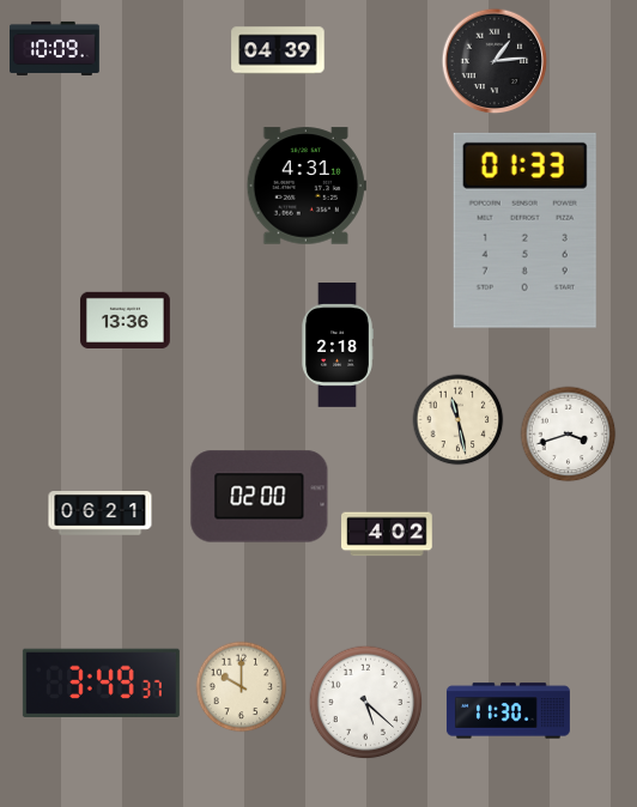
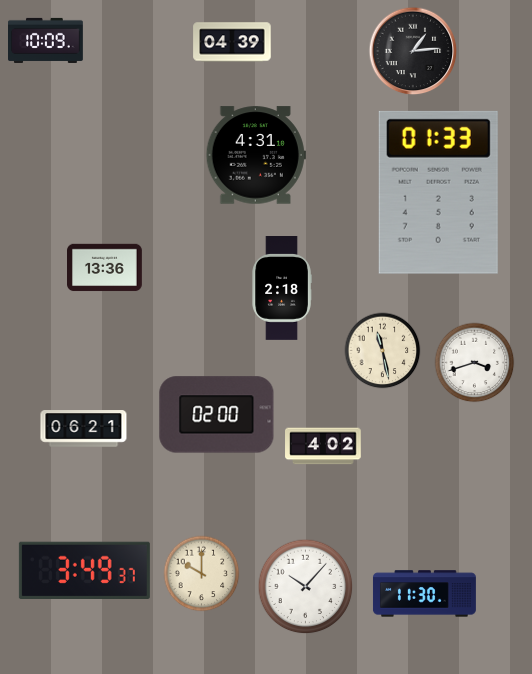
clock at (366, 703): 5:22 -> 10:07
